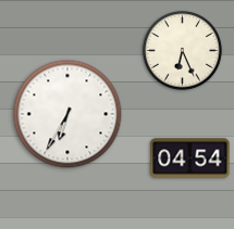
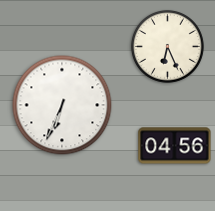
clock at (67, 114): 6:35 -> 6:34
clock at (190, 158): 04:54 -> 04:56
